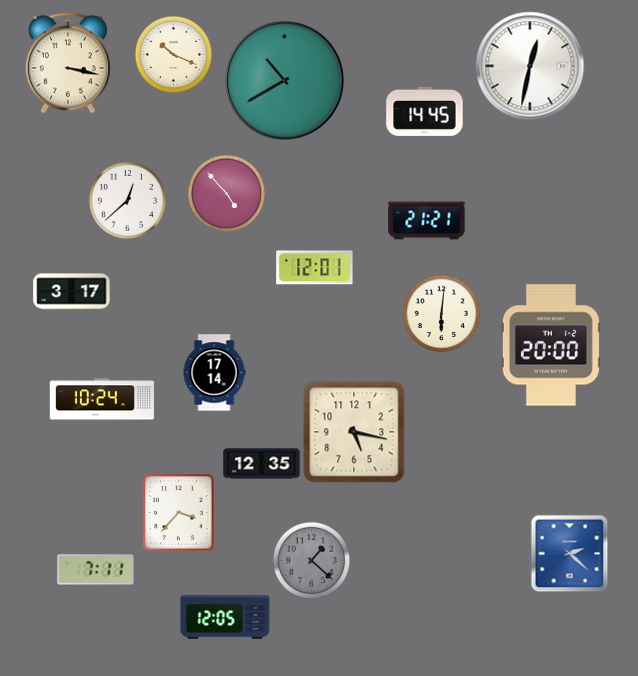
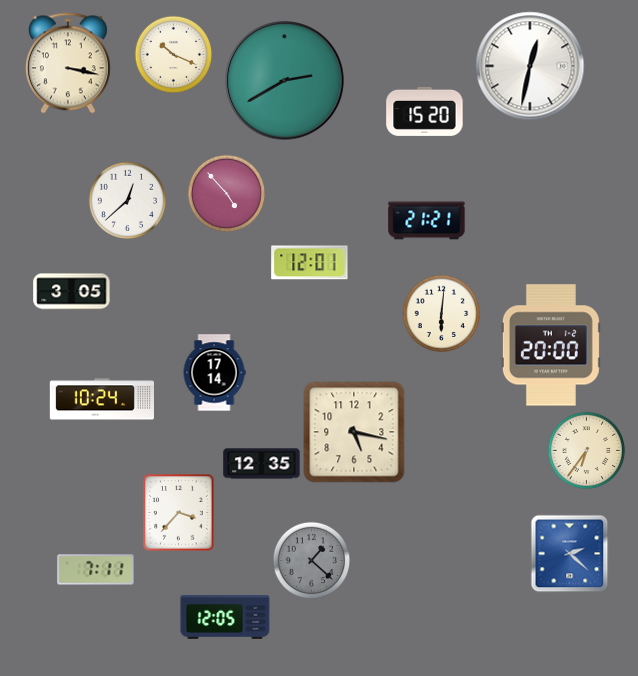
clock at (285, 81): 10:40 -> 2:40
clock at (425, 111): 14:45 -> 15:20
clock at (315, 268) position: (315, 268) -> (310, 263)
clock at (72, 292): 3:17 -> 3:05
clock at (586, 450): none -> 6:36
